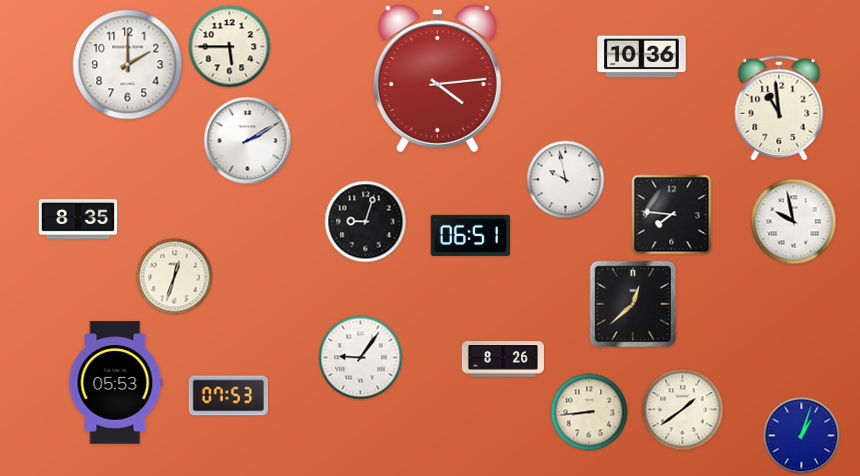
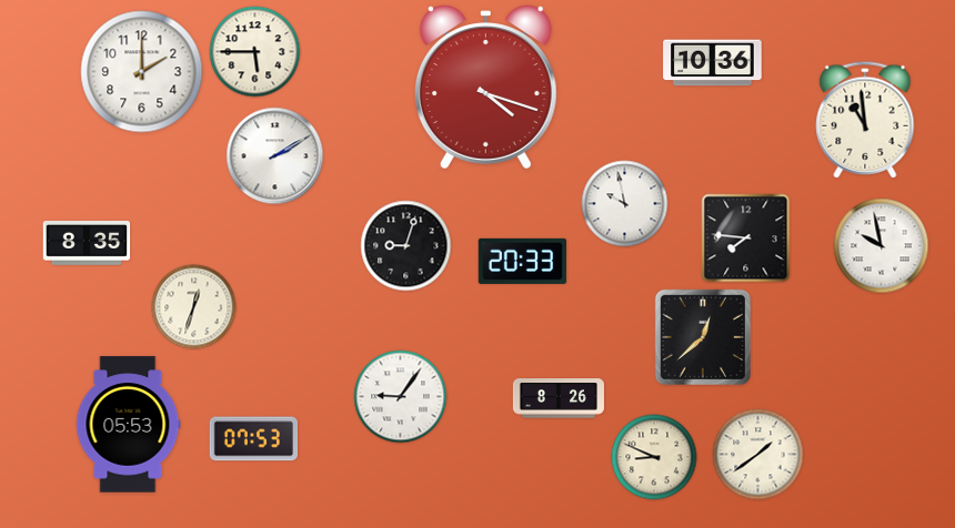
clock at (437, 79): 4:14 -> 4:18
clock at (566, 180) position: (566, 180) -> (625, 204)
clock at (470, 235): 06:51 -> 20:33
clock at (589, 412): 8:44 -> 8:49
clock at (802, 436): 1:03 -> none
